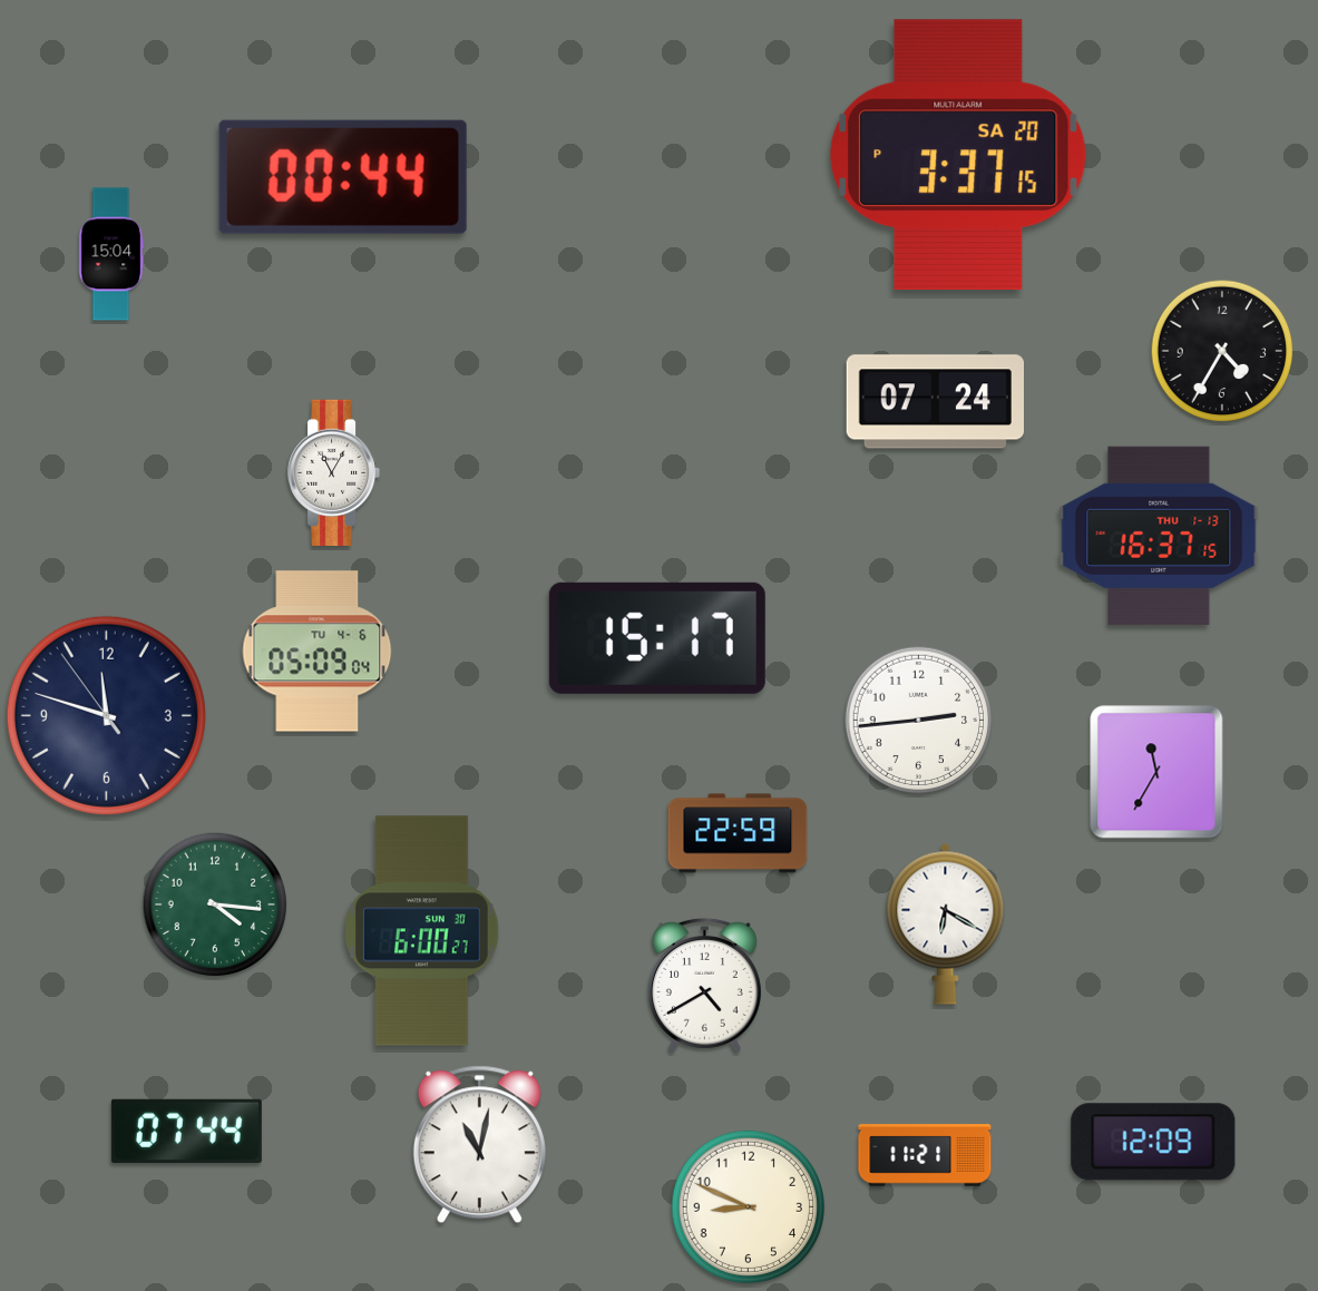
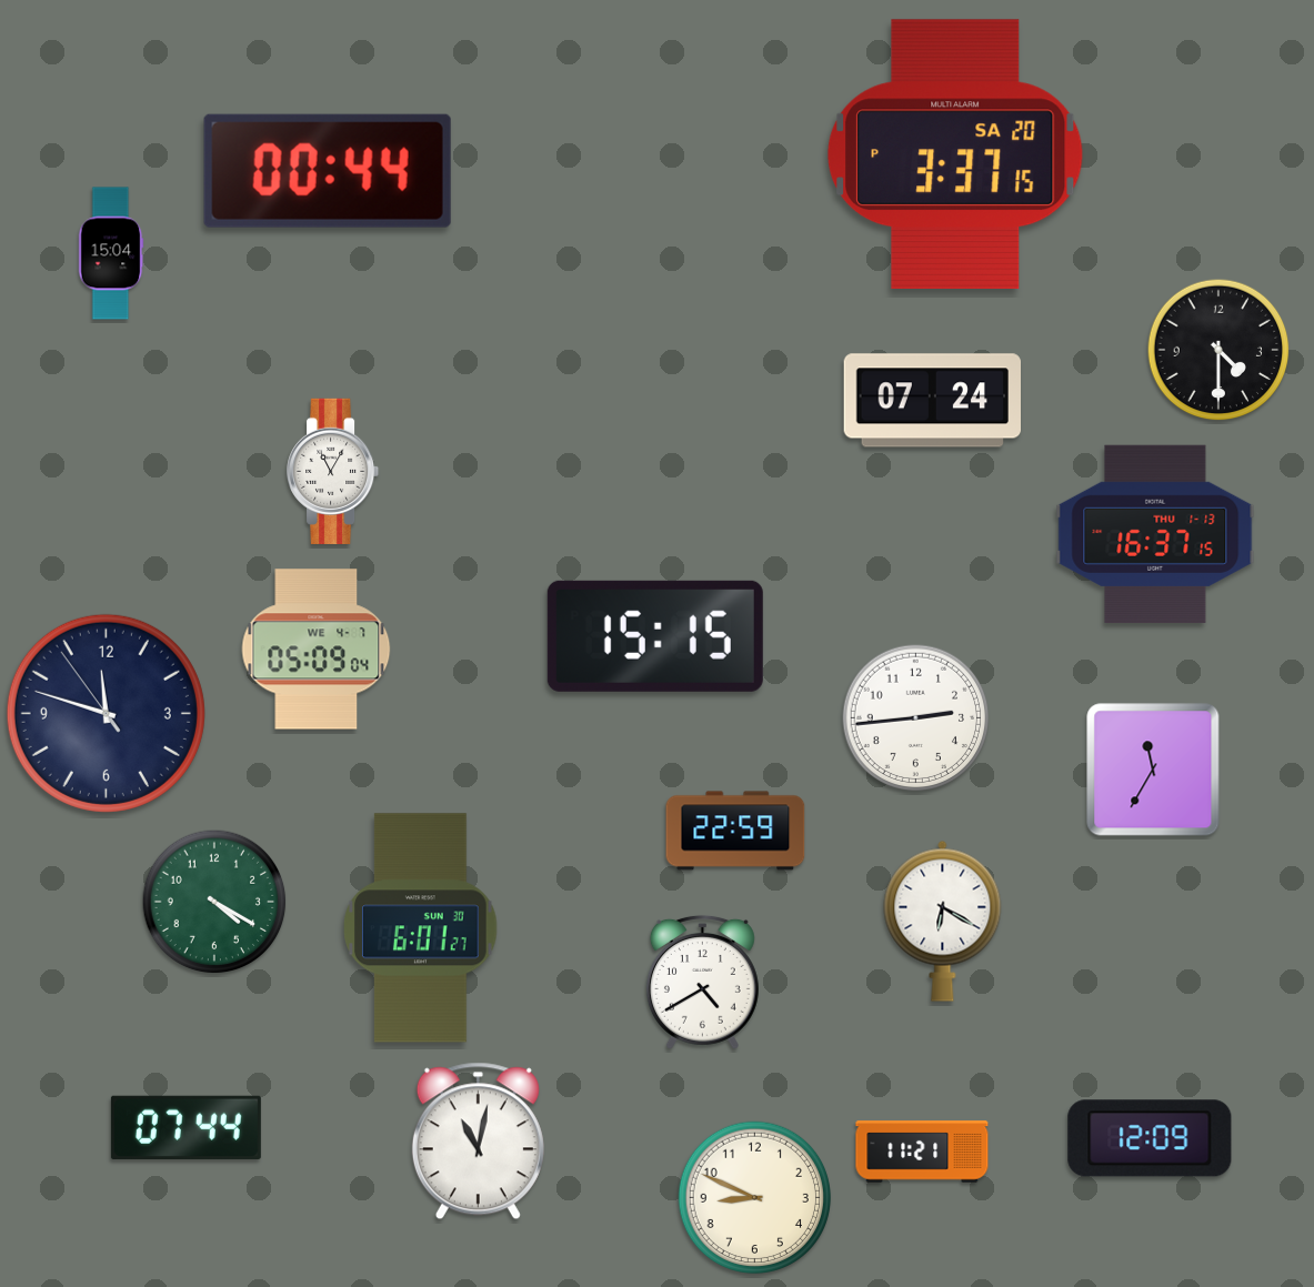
clock at (343, 177) position: (343, 177) -> (328, 171)
clock at (1222, 351): 4:35 -> 4:30
clock at (657, 638): 15:17 -> 15:15
clock at (318, 652) date: TU 4-6 -> WE 4-7
clock at (215, 904): 4:16 -> 4:20
clock at (422, 931): 6:00 -> 6:01
clock at (749, 1207) position: (749, 1207) -> (755, 1198)
